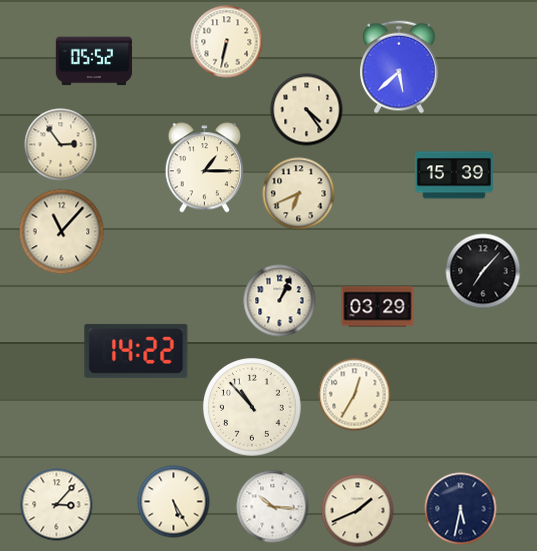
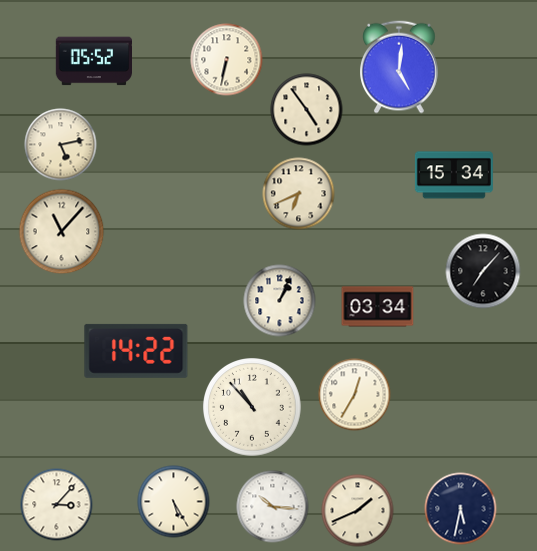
clock at (227, 42) position: (227, 42) -> (227, 60)
clock at (399, 67): 5:38 -> 5:01
clock at (307, 110): 4:24 -> 4:54
clock at (61, 145): 2:54 -> 5:13
clock at (205, 168): 1:15 -> none
clock at (454, 175): 15:39 -> 15:34
clock at (378, 307): 03:29 -> 03:34
